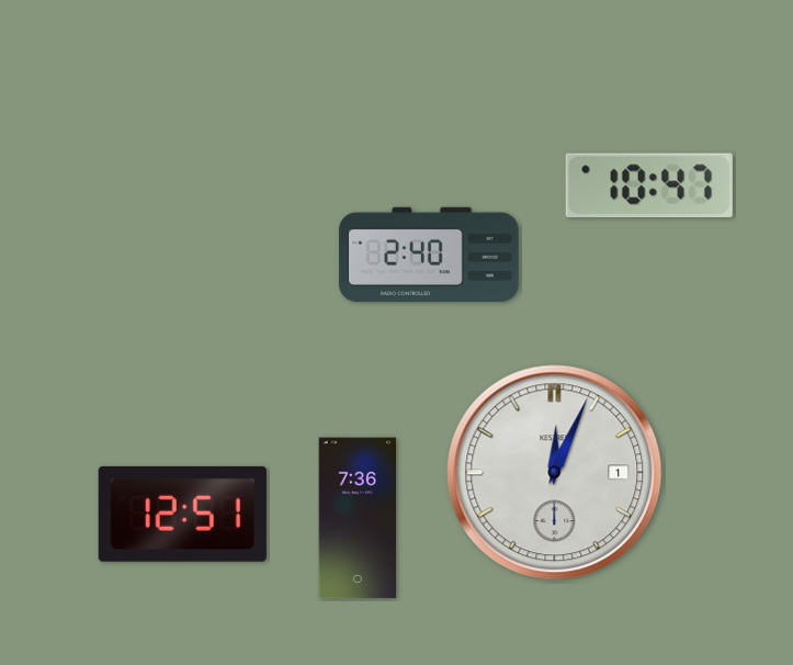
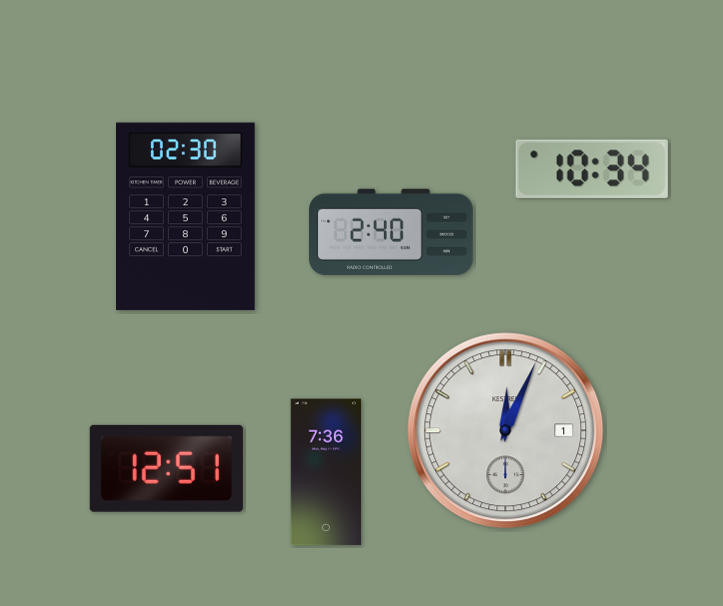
clock at (649, 184): 10:47 -> 10:34
clock at (186, 217): none -> 02:30
